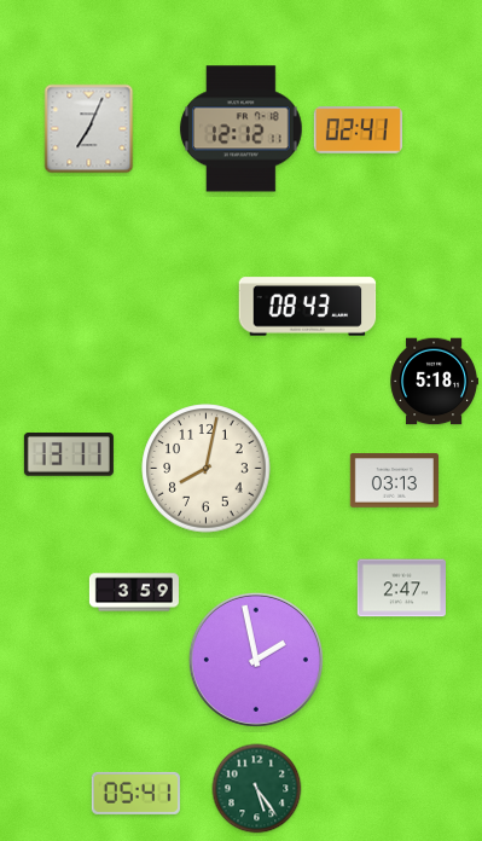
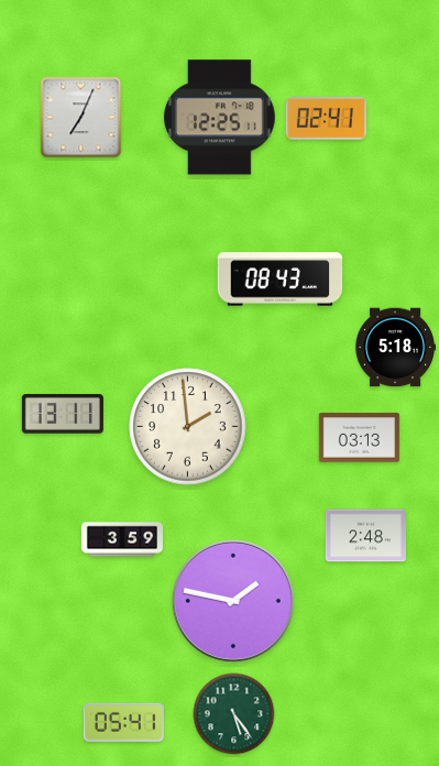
clock at (242, 129): 12:12 -> 12:25
clock at (207, 469): 8:02 -> 1:59
clock at (401, 588): 2:47 -> 2:48
clock at (256, 660): 1:58 -> 1:47
clock at (257, 789) position: (257, 789) -> (234, 714)
